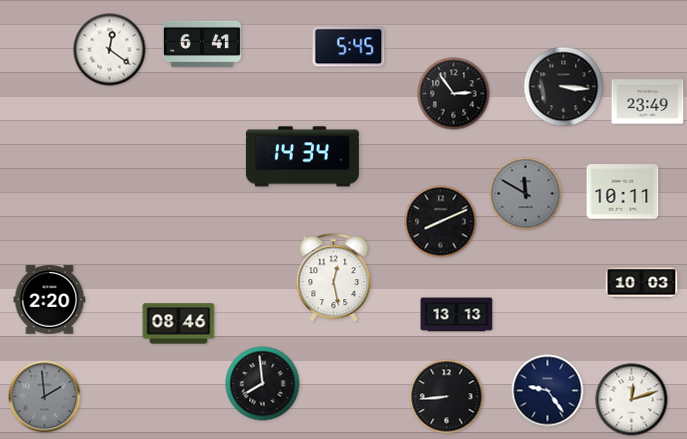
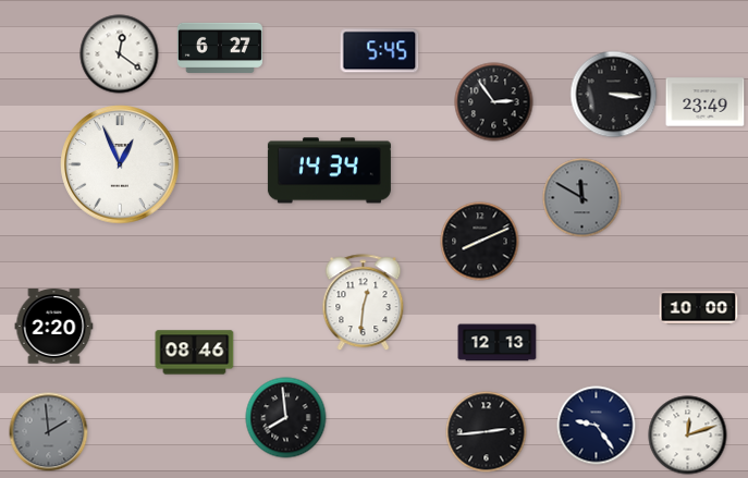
clock at (202, 44): 6:41 -> 6:27
clock at (648, 102) position: (648, 102) -> (706, 102)
clock at (120, 164): none -> 12:56
clock at (623, 192): 10:11 -> none
clock at (526, 194) position: (526, 194) -> (583, 198)
clock at (334, 278): 12:28 -> 12:31
clock at (642, 283): 10:03 -> 10:00
clock at (457, 315): 13:13 -> 12:13
clock at (447, 397): 8:44 -> 2:44
